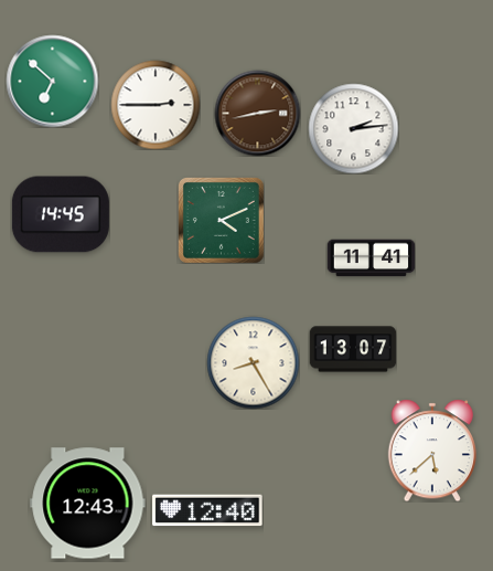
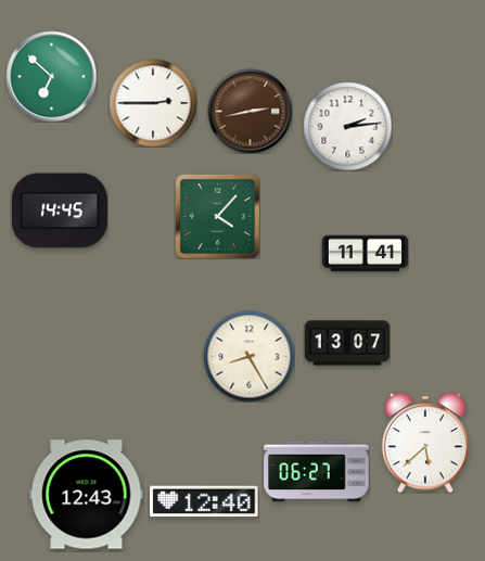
clock at (52, 81) position: (52, 81) -> (51, 76)
clock at (257, 113) position: (257, 113) -> (250, 111)
clock at (221, 220): 4:11 -> 4:07
clock at (317, 472): none -> 06:27
